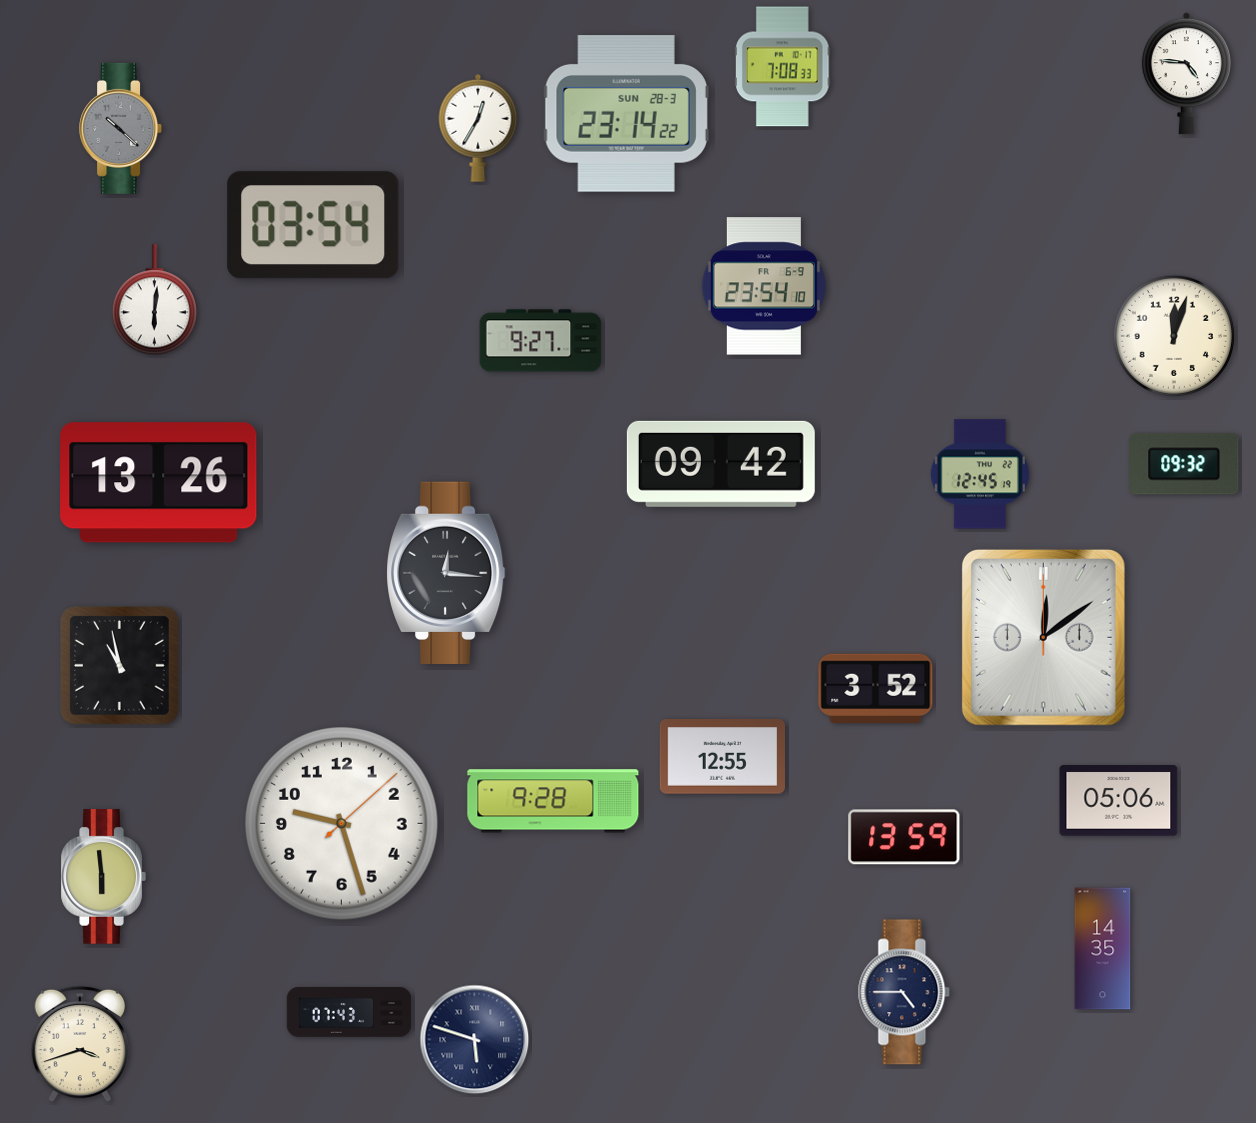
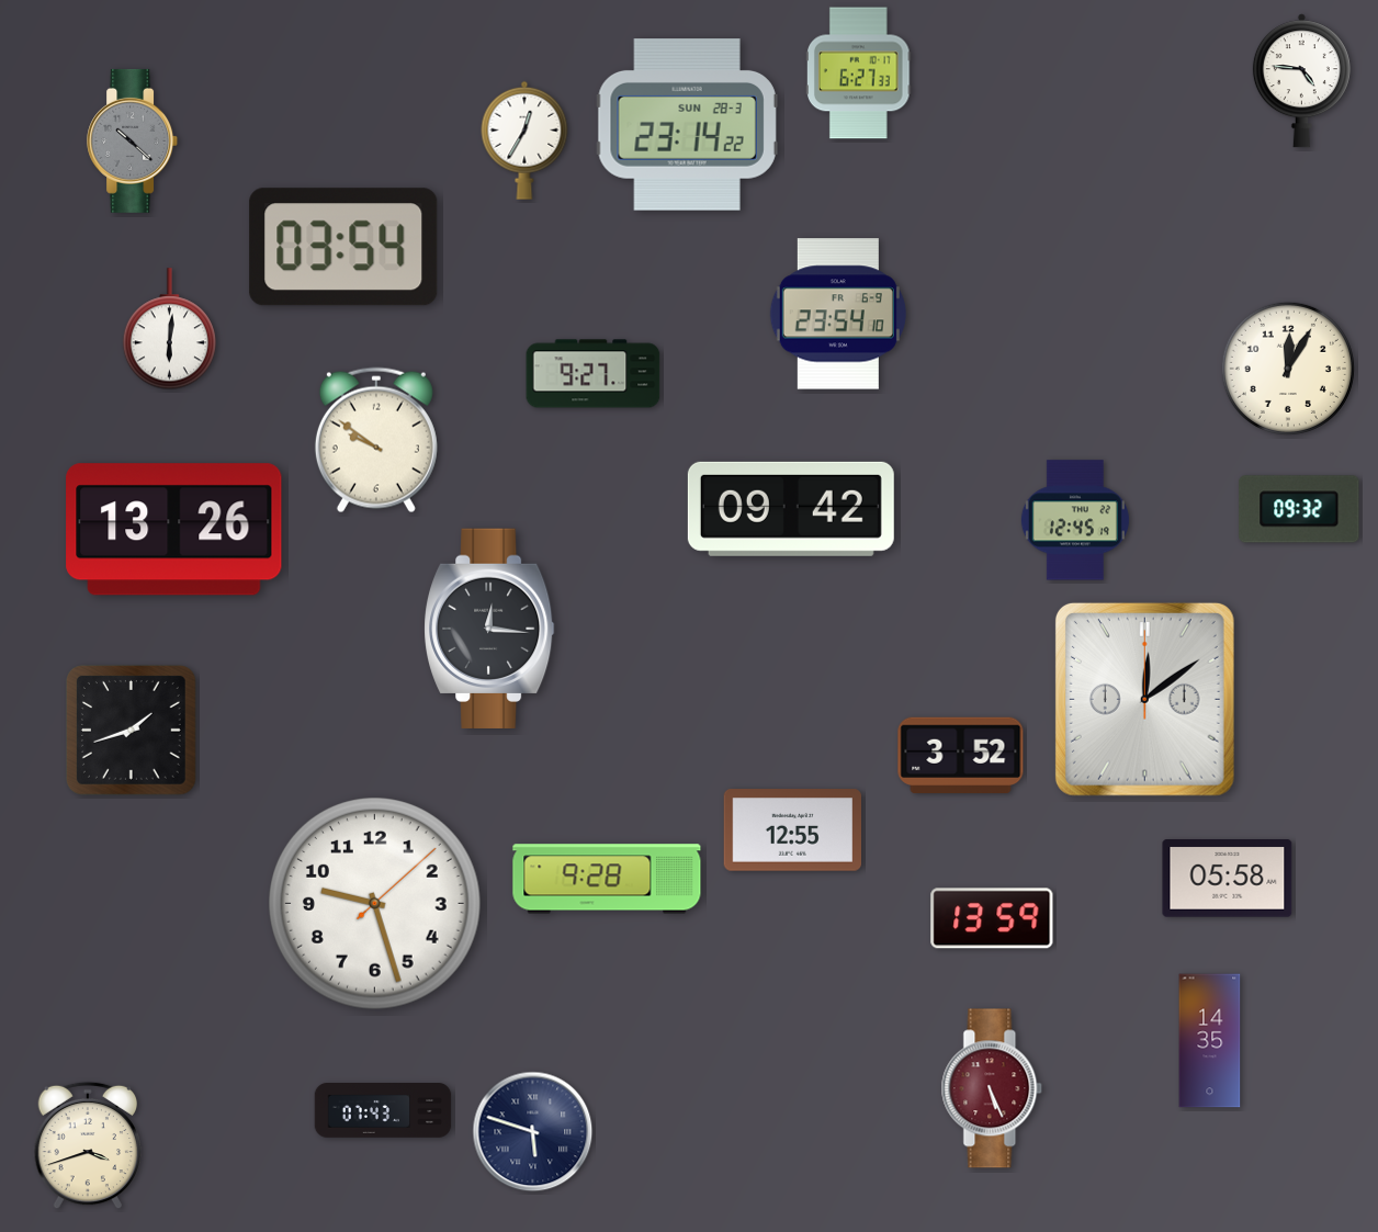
clock at (783, 67): 7:08 -> 6:27
clock at (1174, 336): 12:03 -> 12:05
clock at (376, 440): none -> 9:51
clock at (119, 665): 10:58 -> 1:42
clock at (1119, 801): 05:06 -> 05:58
clock at (103, 877): 5:59 -> none
clock at (904, 992): 4:45 -> 5:26
clock at (904, 992) dial: navy -> burgundy
clock at (475, 1040) position: (475, 1040) -> (533, 1132)
